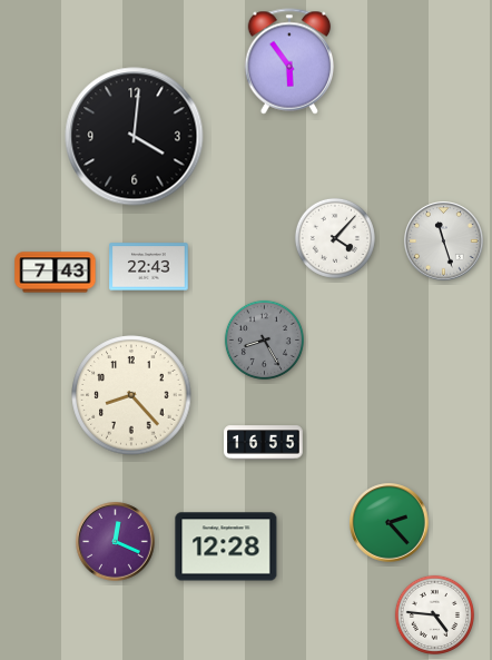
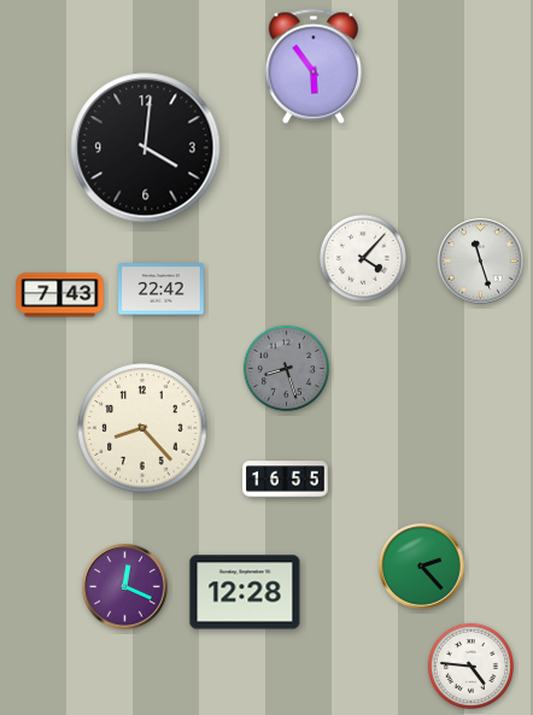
clock at (149, 267): 22:43 -> 22:42
clock at (264, 339): 8:25 -> 8:27
